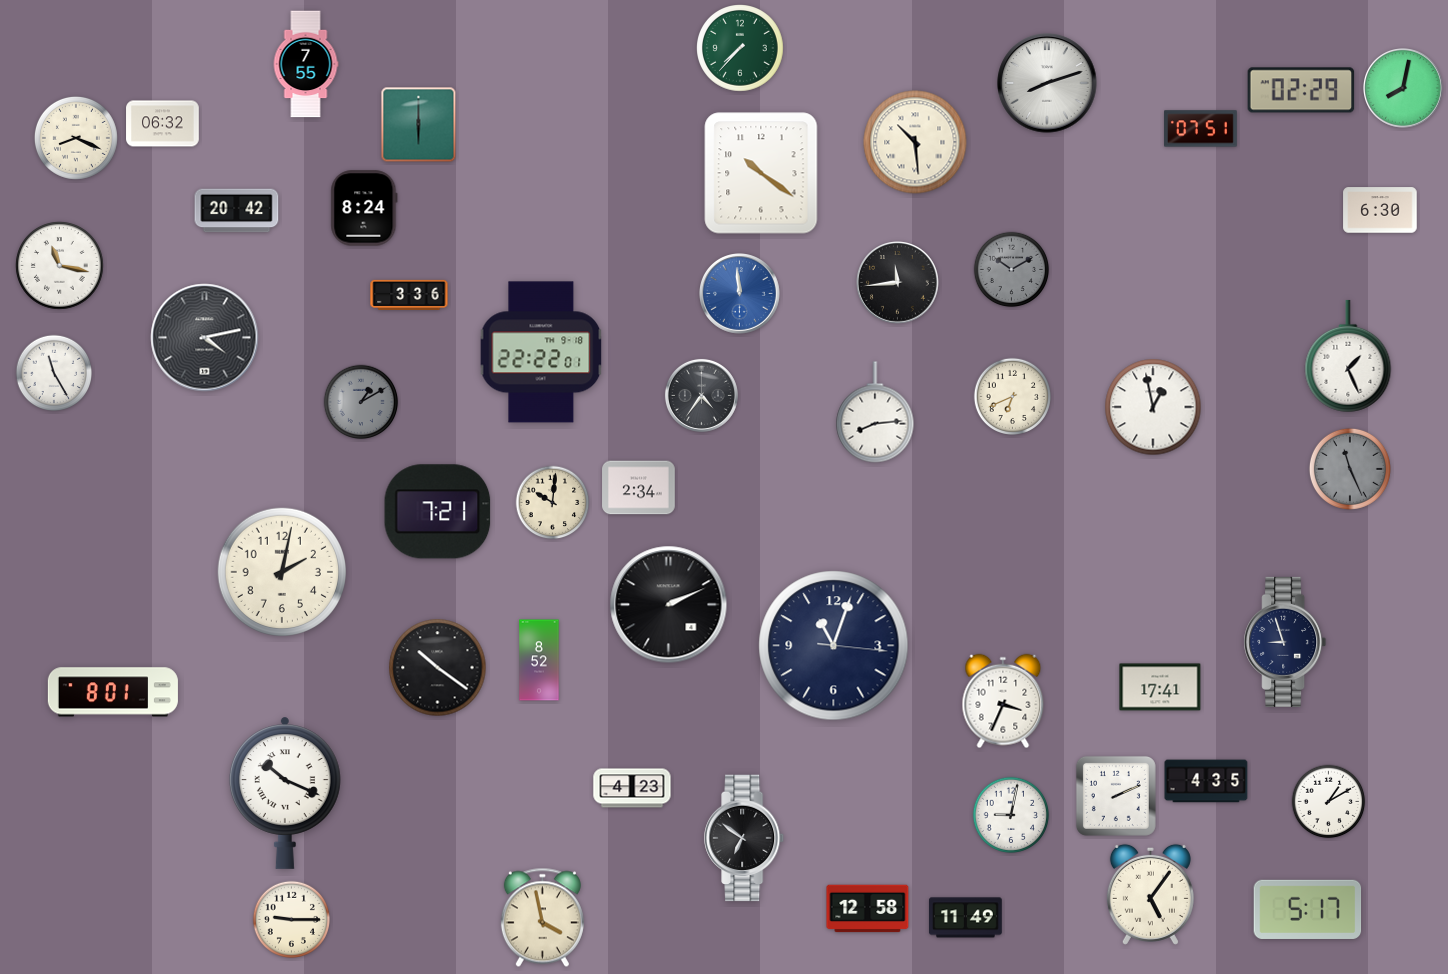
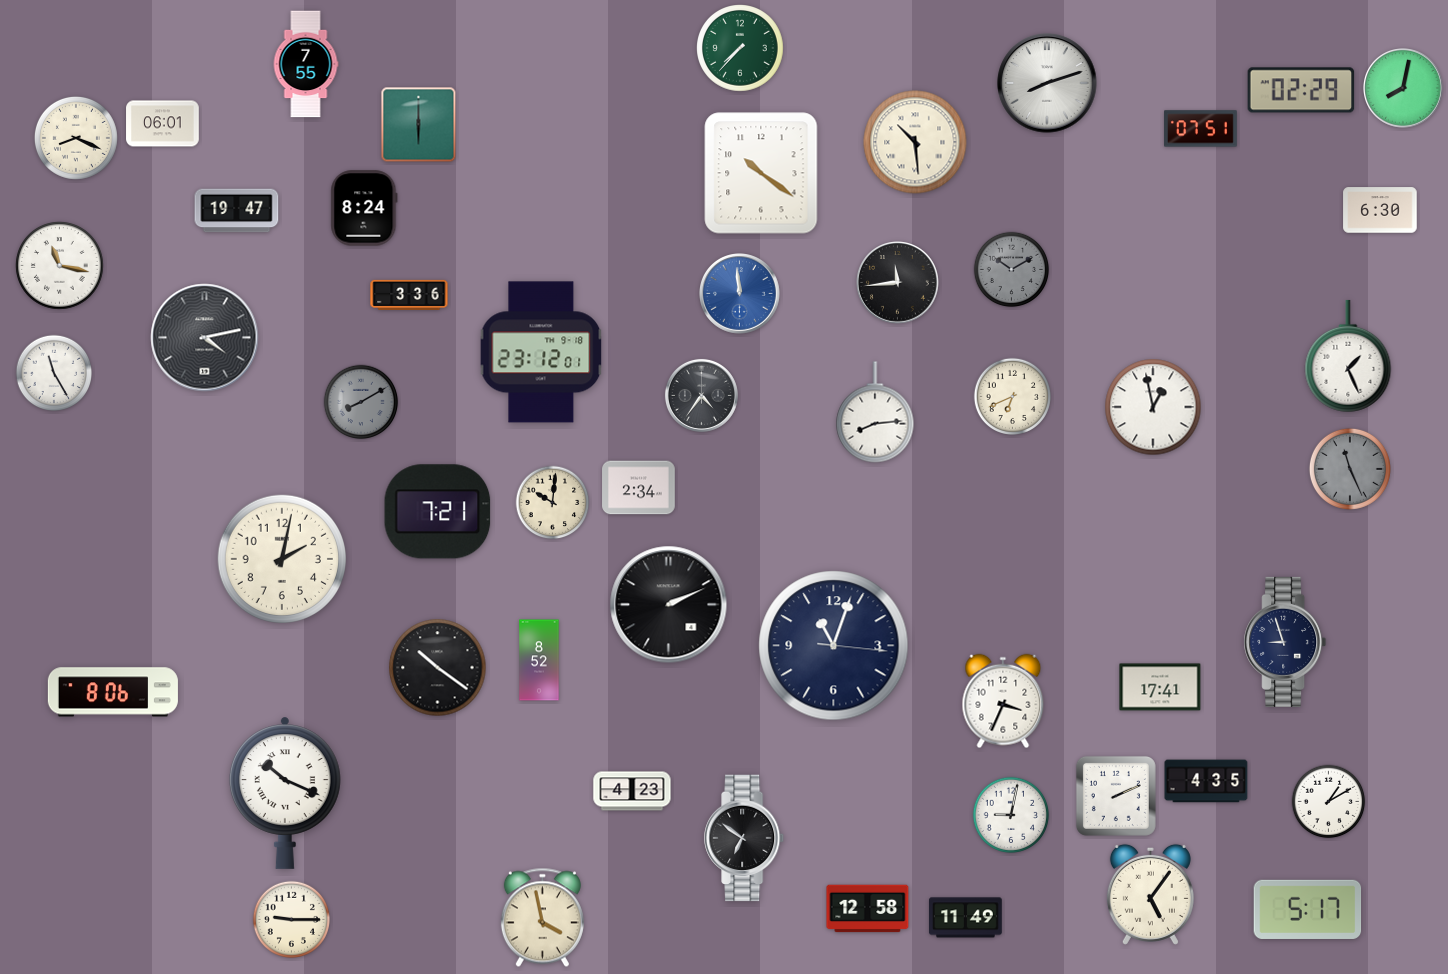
clock at (163, 124): 06:32 -> 06:01
clock at (237, 211): 20:42 -> 19:47
clock at (541, 352): 22:22 -> 23:12
clock at (361, 402): 1:10 -> 8:10
clock at (282, 572) position: (282, 572) -> (282, 559)
clock at (113, 692): 8:01 -> 8:06
clock at (632, 788) position: (632, 788) -> (632, 791)
